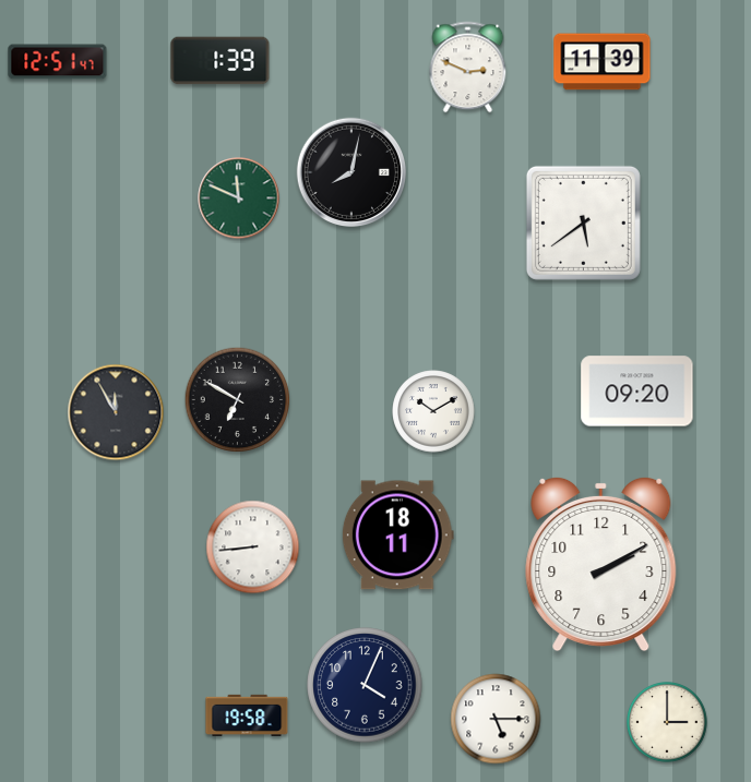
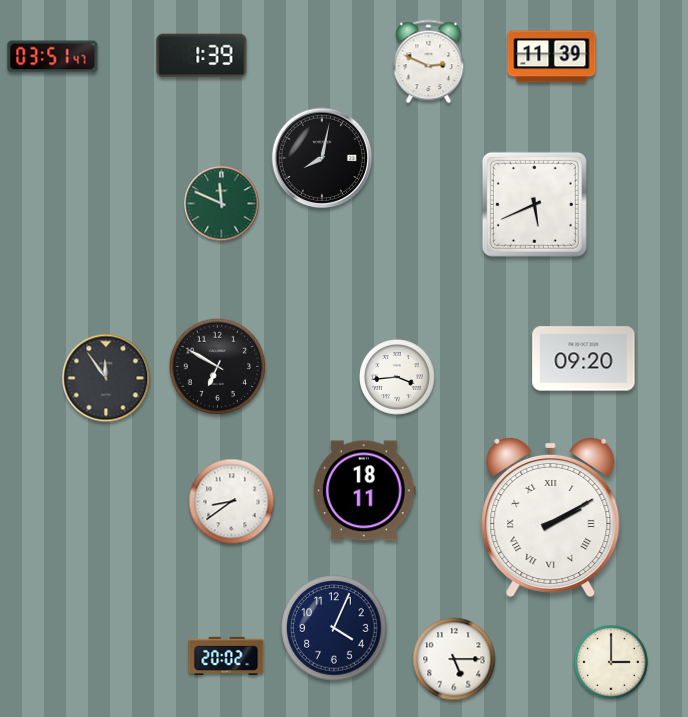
clock at (58, 62): 12:51 -> 03:51
clock at (239, 198) position: (239, 198) -> (222, 204)
clock at (583, 222): 5:39 -> 5:41
clock at (433, 411): 10:10 -> 3:44
clock at (116, 412): 11:55 -> 11:54
clock at (253, 548): 8:44 -> 8:39
clock at (601, 564) numerals: Arabic -> Roman
clock at (247, 714): 19:58 -> 20:02
